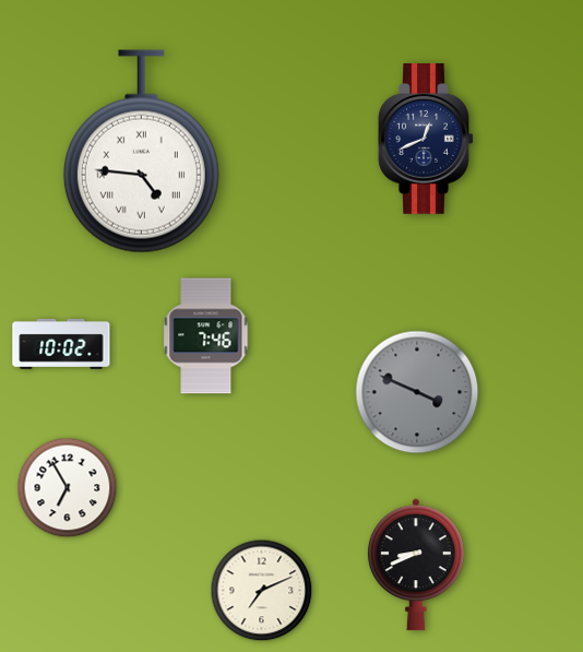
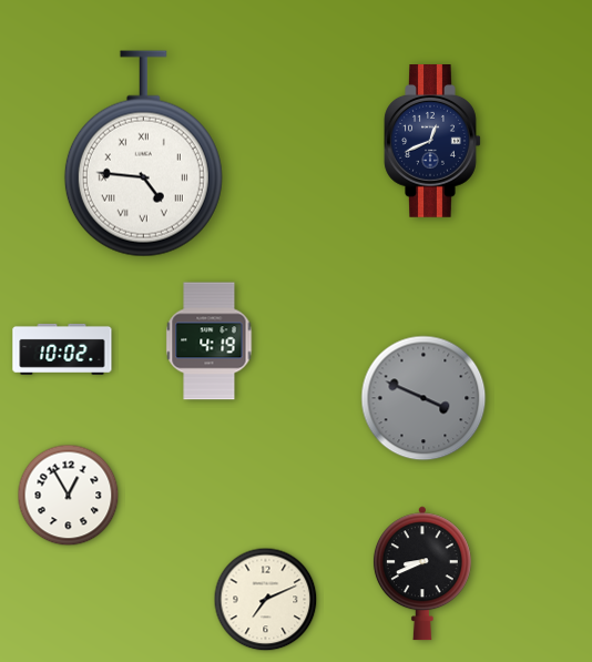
clock at (206, 336): 7:46 -> 4:19
clock at (68, 488): 6:55 -> 12:55
